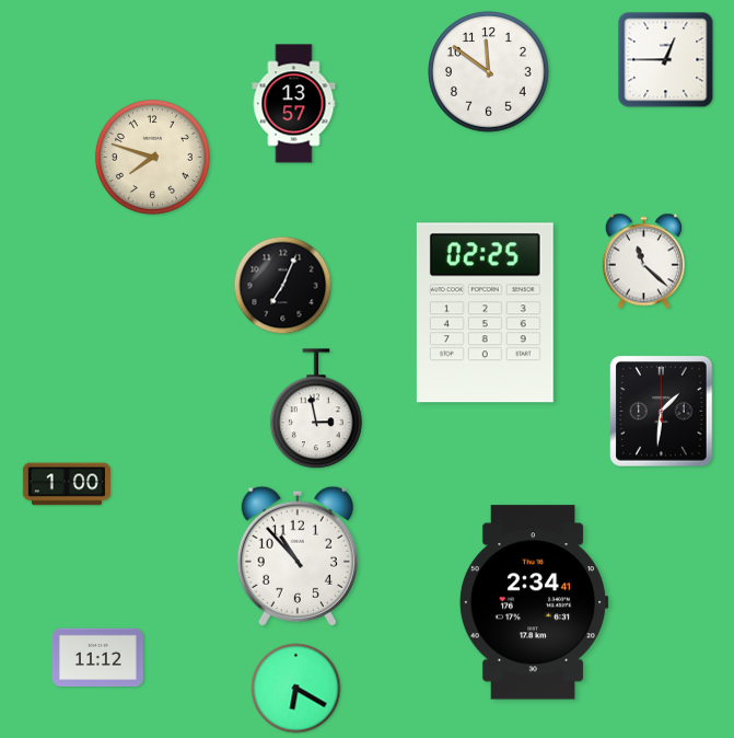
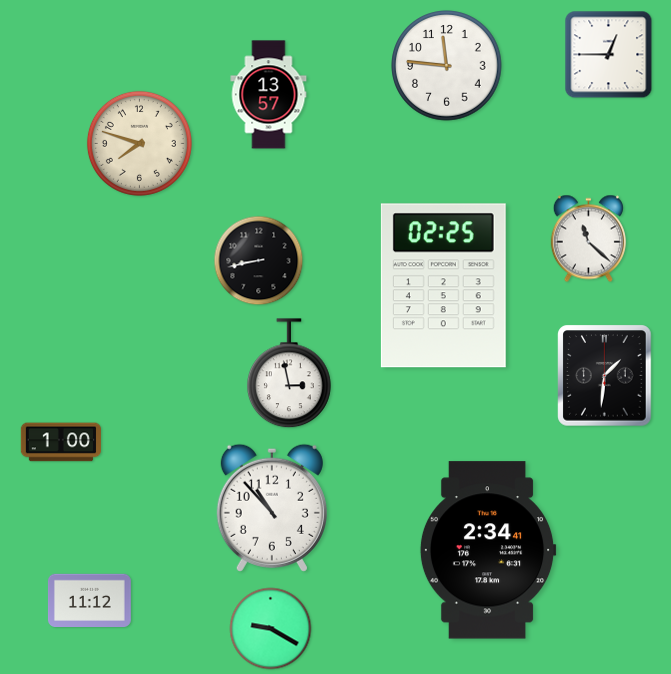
clock at (489, 72): 11:51 -> 11:46
clock at (283, 286): 7:04 -> 8:43
clock at (296, 689): 6:20 -> 9:20
